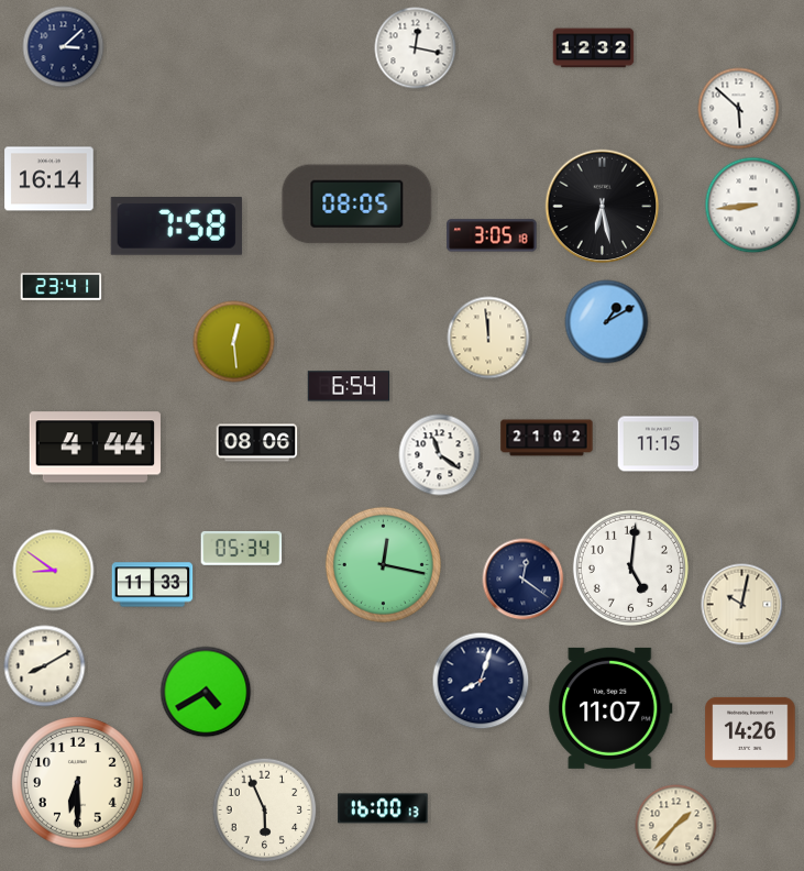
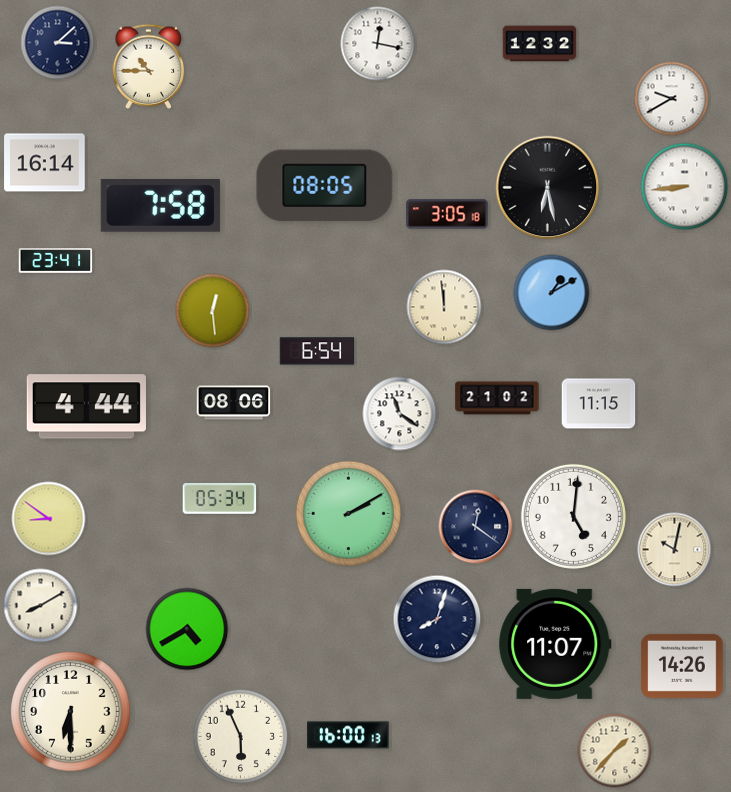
clock at (149, 66): none -> 10:45
clock at (739, 109): 5:52 -> 9:40
clock at (383, 564): 12:17 -> 2:10
clock at (153, 585): 11:33 -> none
